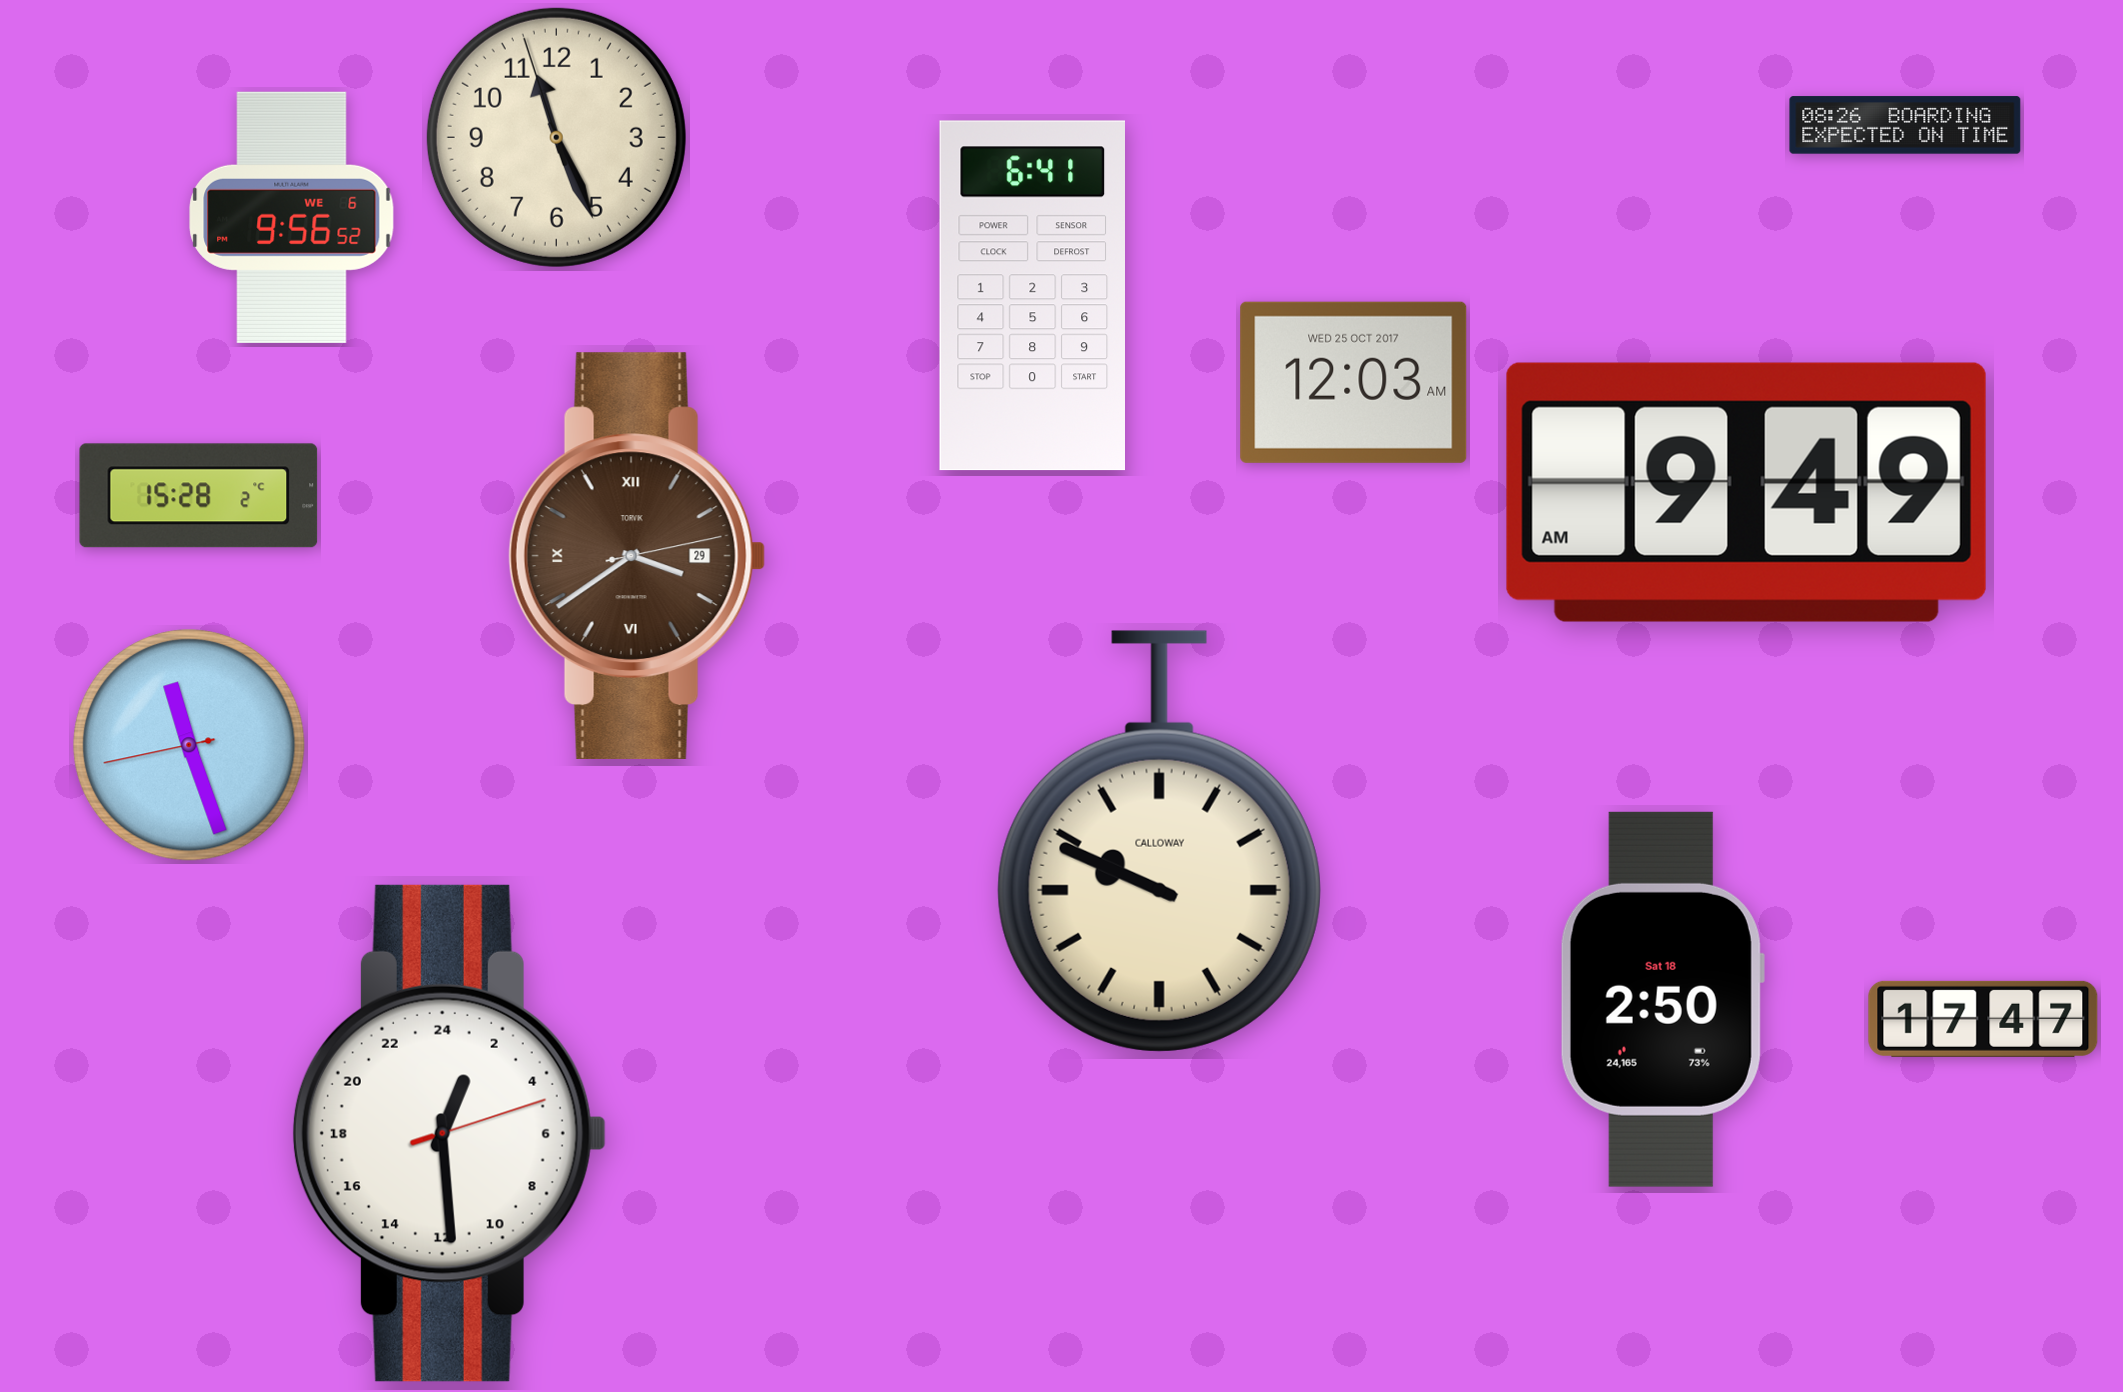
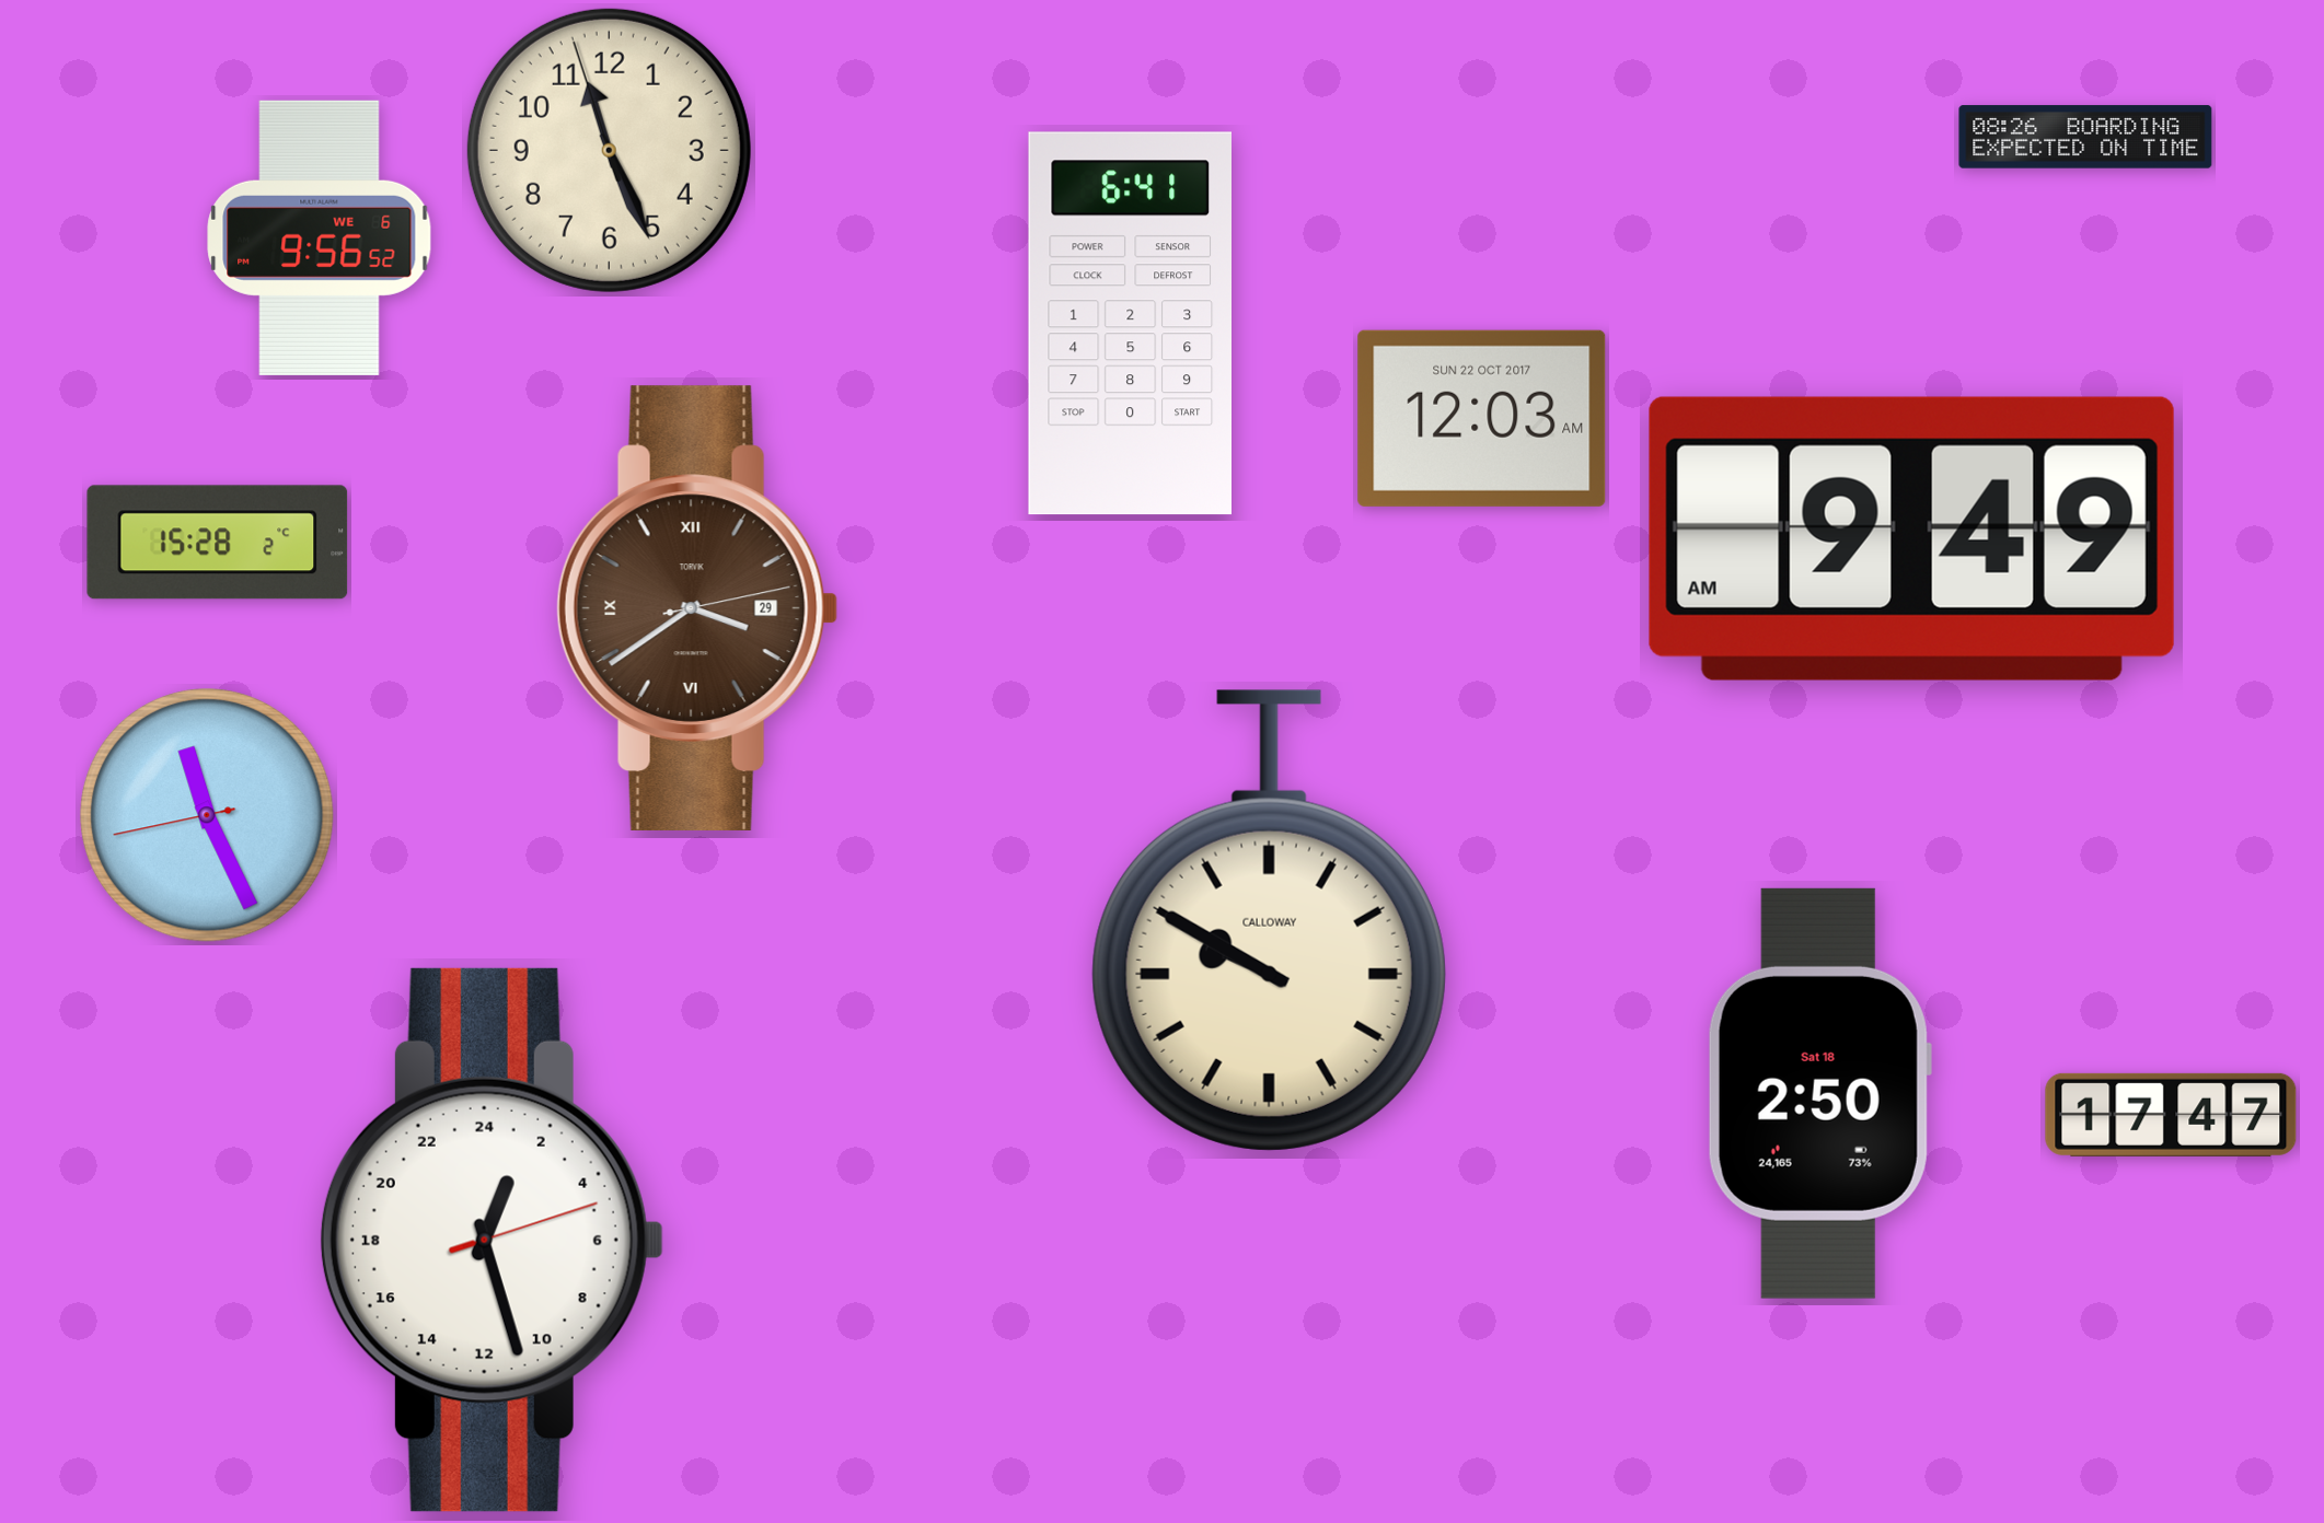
clock at (1354, 382) date: WED 25 OCT 2017 -> SUN 22 OCT 2017
clock at (189, 745): 11:26 -> 11:25
clock at (1159, 841): 9:49 -> 9:50
clock at (449, 1133): 1:29 -> 1:27
